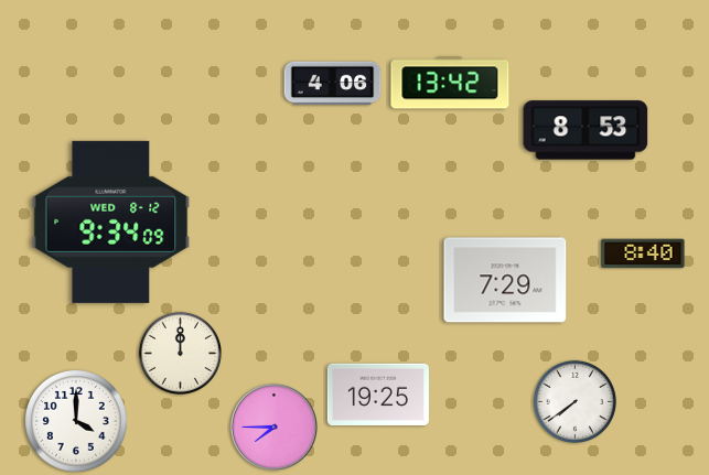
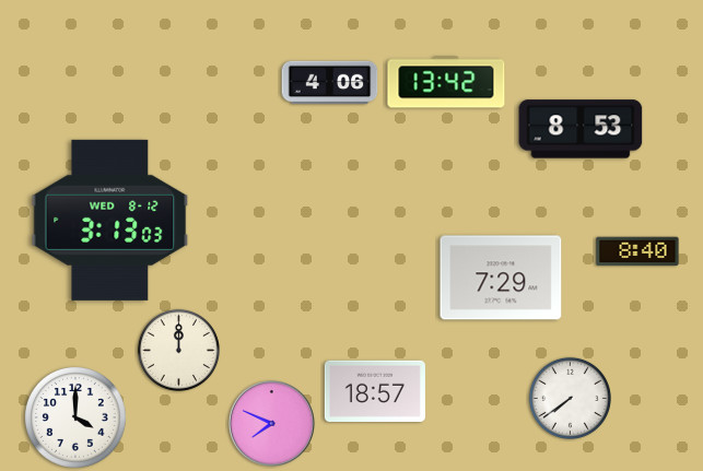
clock at (111, 222): 9:34 -> 3:13
clock at (378, 393): 19:25 -> 18:57
clock at (275, 428): 7:45 -> 7:49
